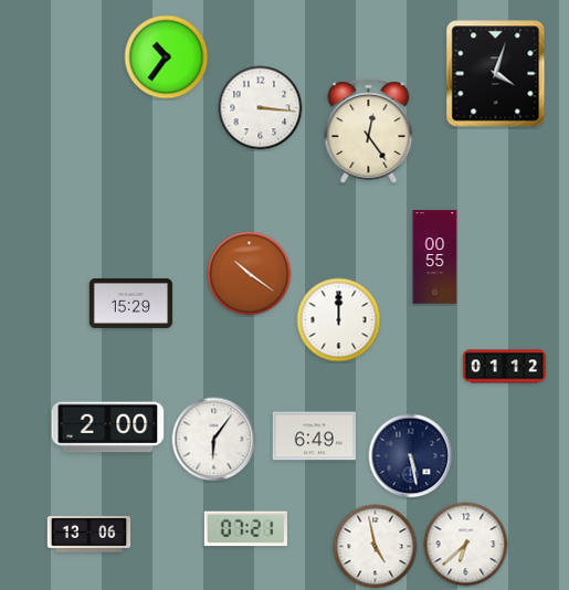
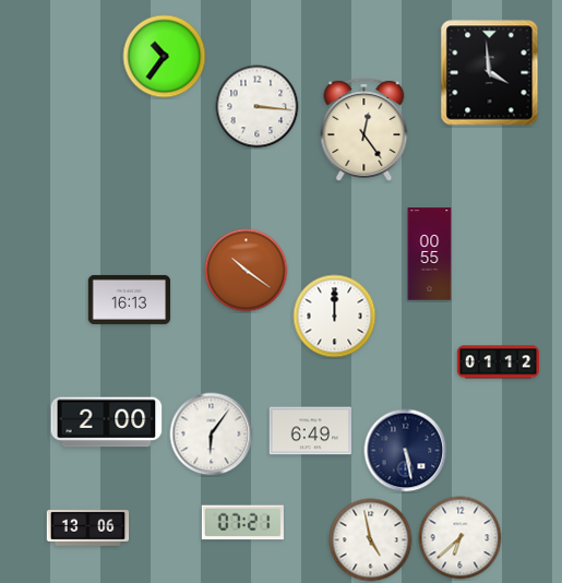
clock at (496, 74): 4:03 -> 3:59
clock at (131, 303): 15:29 -> 16:13
